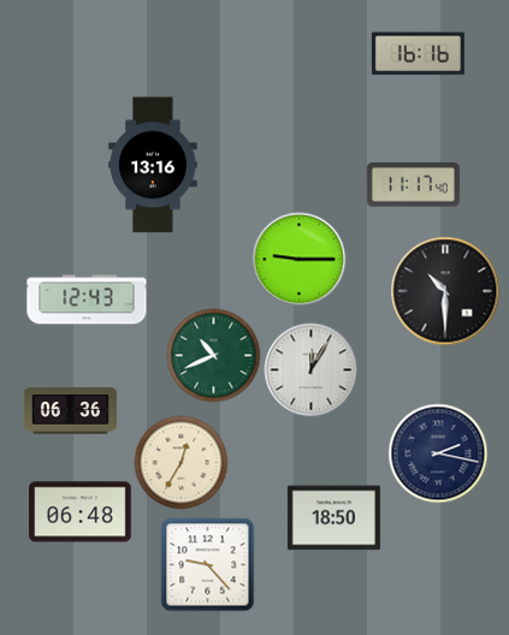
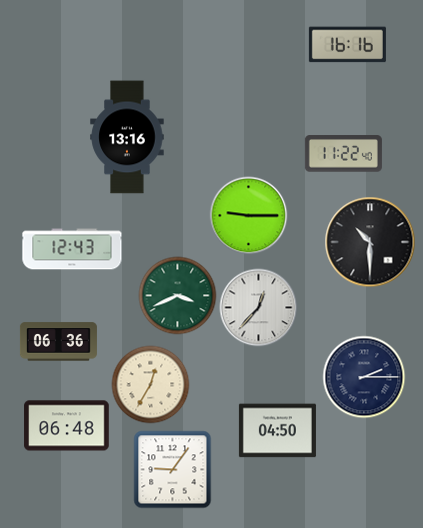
clock at (413, 185): 11:17 -> 11:22
clock at (213, 355): 10:41 -> 3:41
clock at (310, 369): 12:05 -> 12:37
clock at (438, 453): 2:17 -> 2:15
clock at (333, 518): 18:50 -> 04:50
clock at (207, 564): 9:23 -> 9:06
